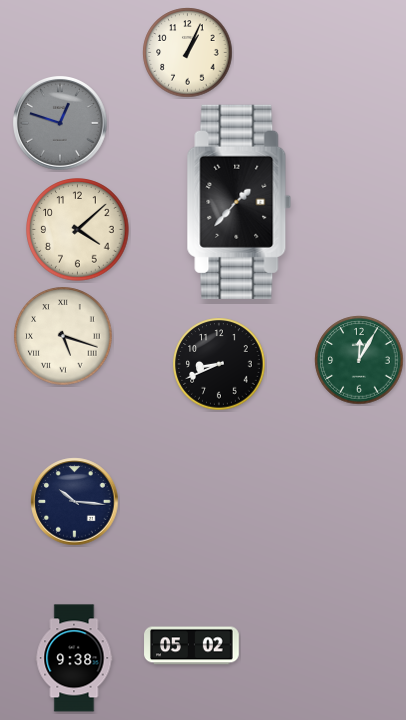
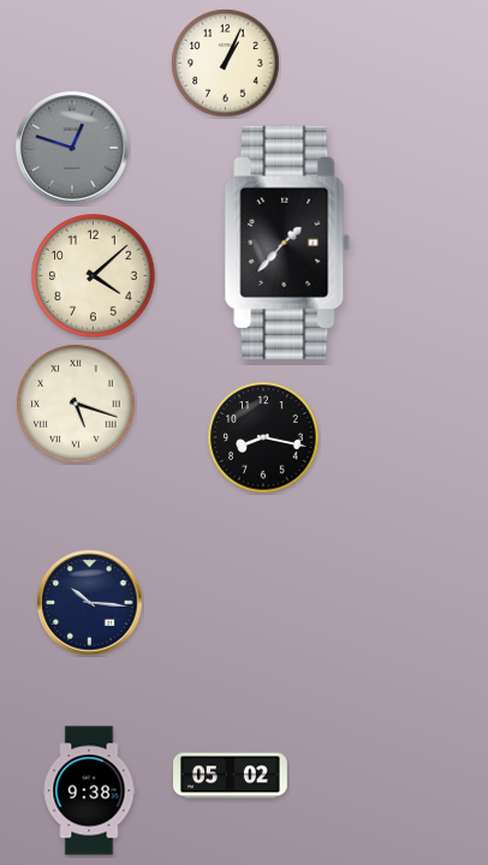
clock at (359, 360): 12:05 -> none
clock at (219, 364): 8:41 -> 8:17
